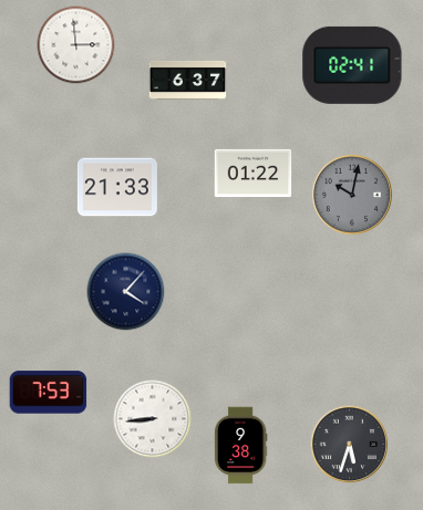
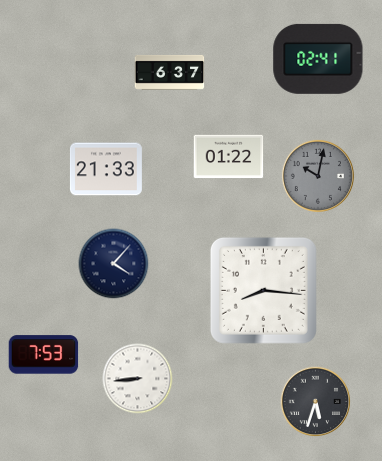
clock at (76, 45): 2:59 -> none
clock at (263, 290): none -> 8:16
clock at (240, 446): 9:38 -> none
